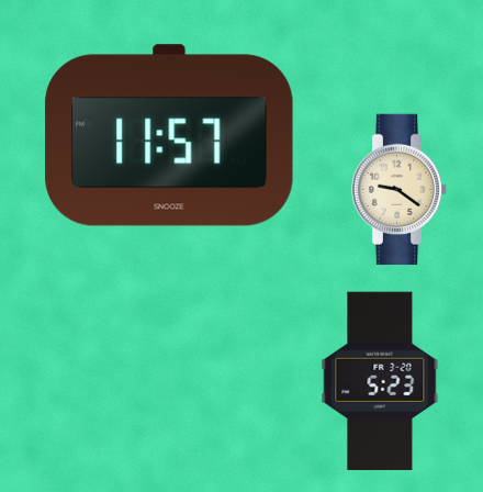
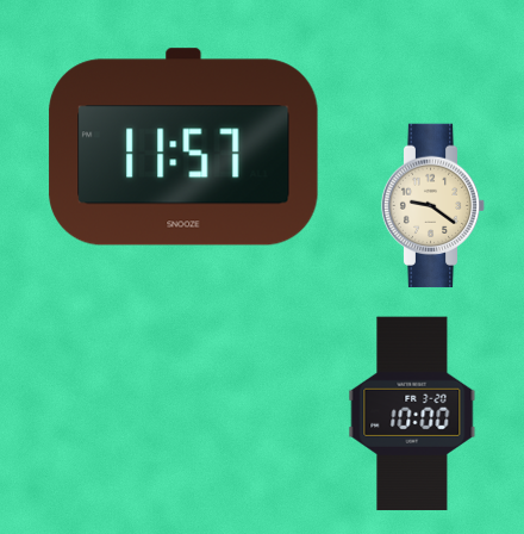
clock at (380, 381): 5:23 -> 10:00
